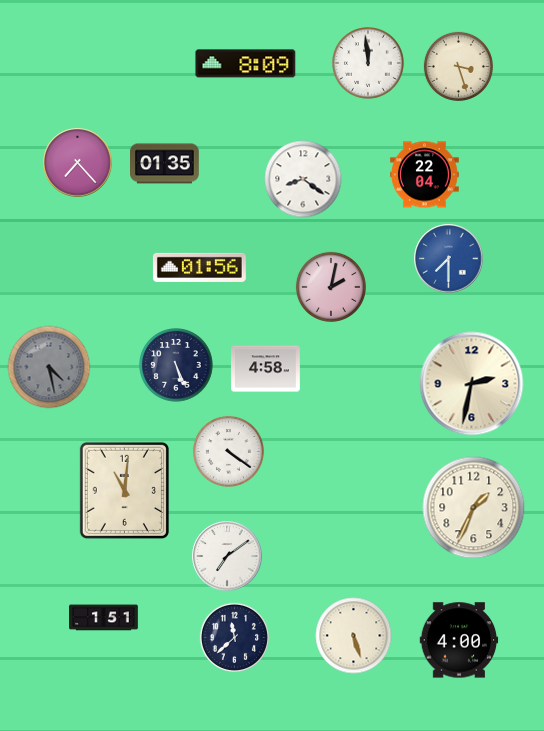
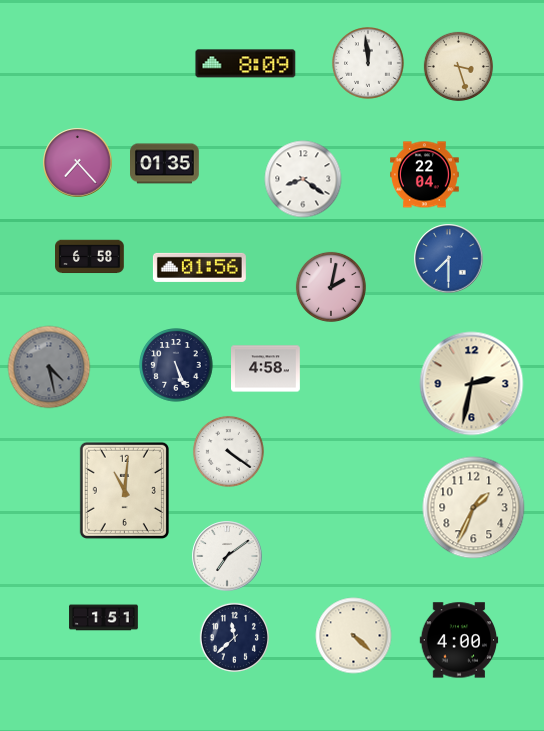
clock at (90, 257): none -> 6:58
clock at (354, 636): 5:27 -> 4:22
